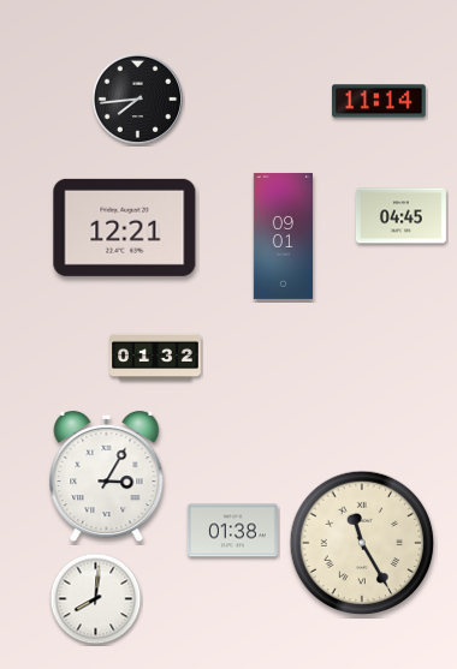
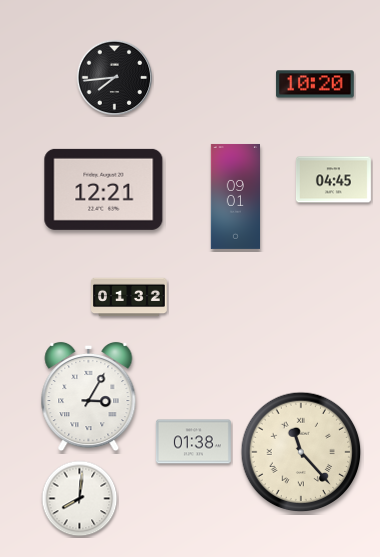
clock at (138, 100) position: (138, 100) -> (115, 78)
clock at (379, 101): 11:14 -> 10:20
clock at (362, 543): 11:25 -> 11:23
